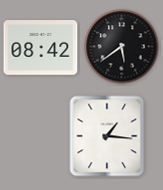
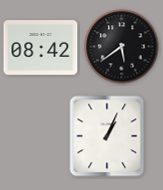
clock at (107, 136): 1:16 -> 1:04
